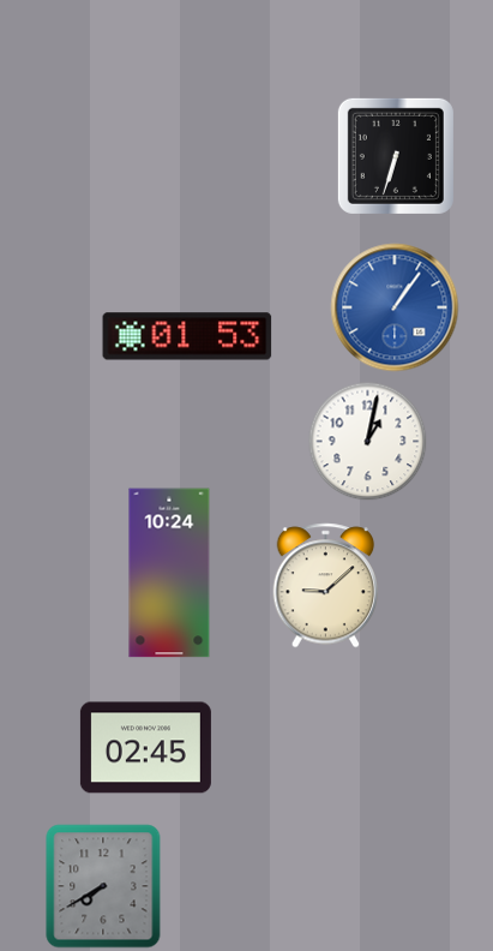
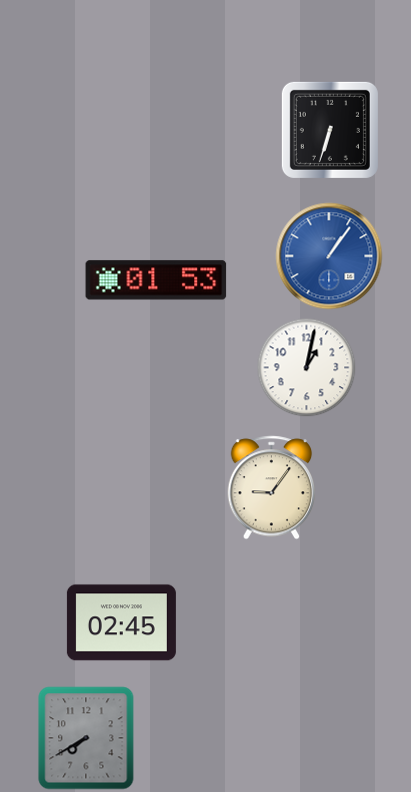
clock at (169, 573): 10:24 -> none
clock at (326, 586): 9:08 -> 9:06
